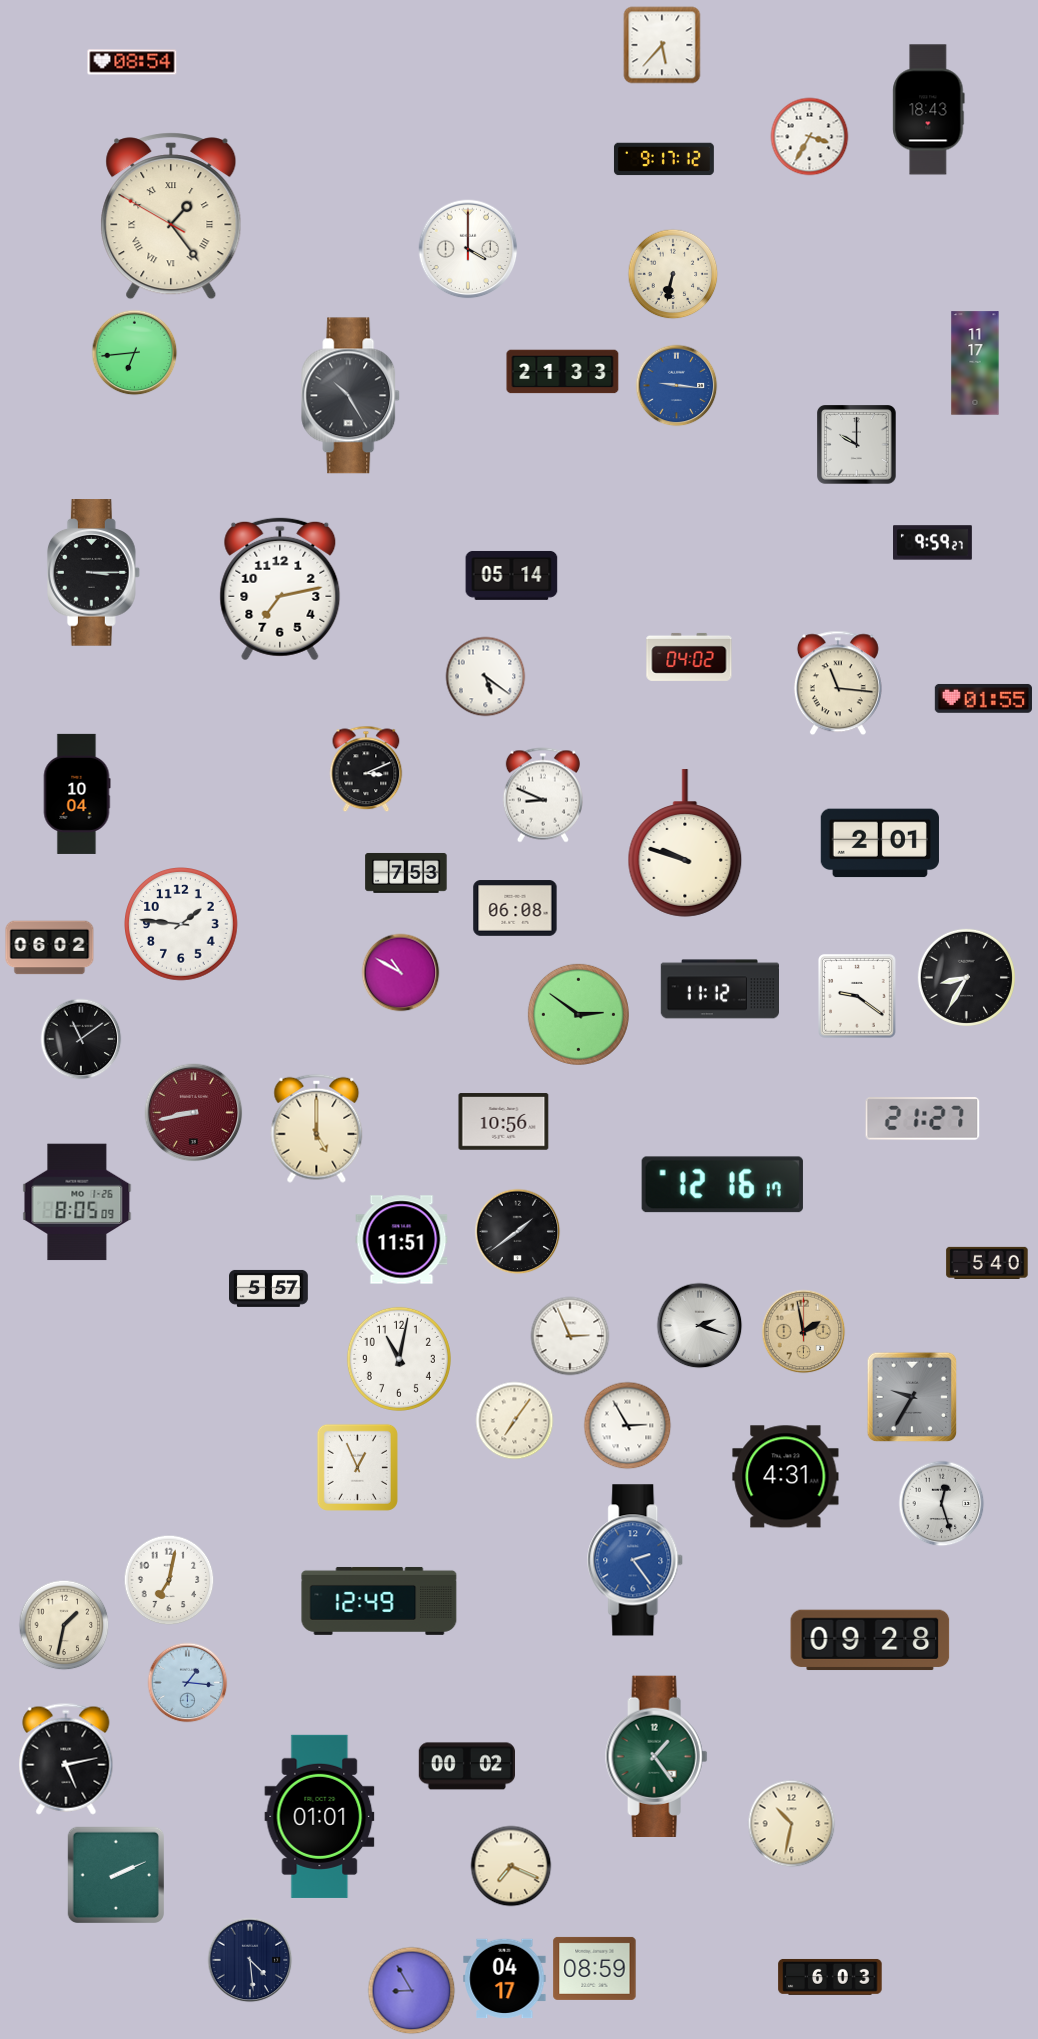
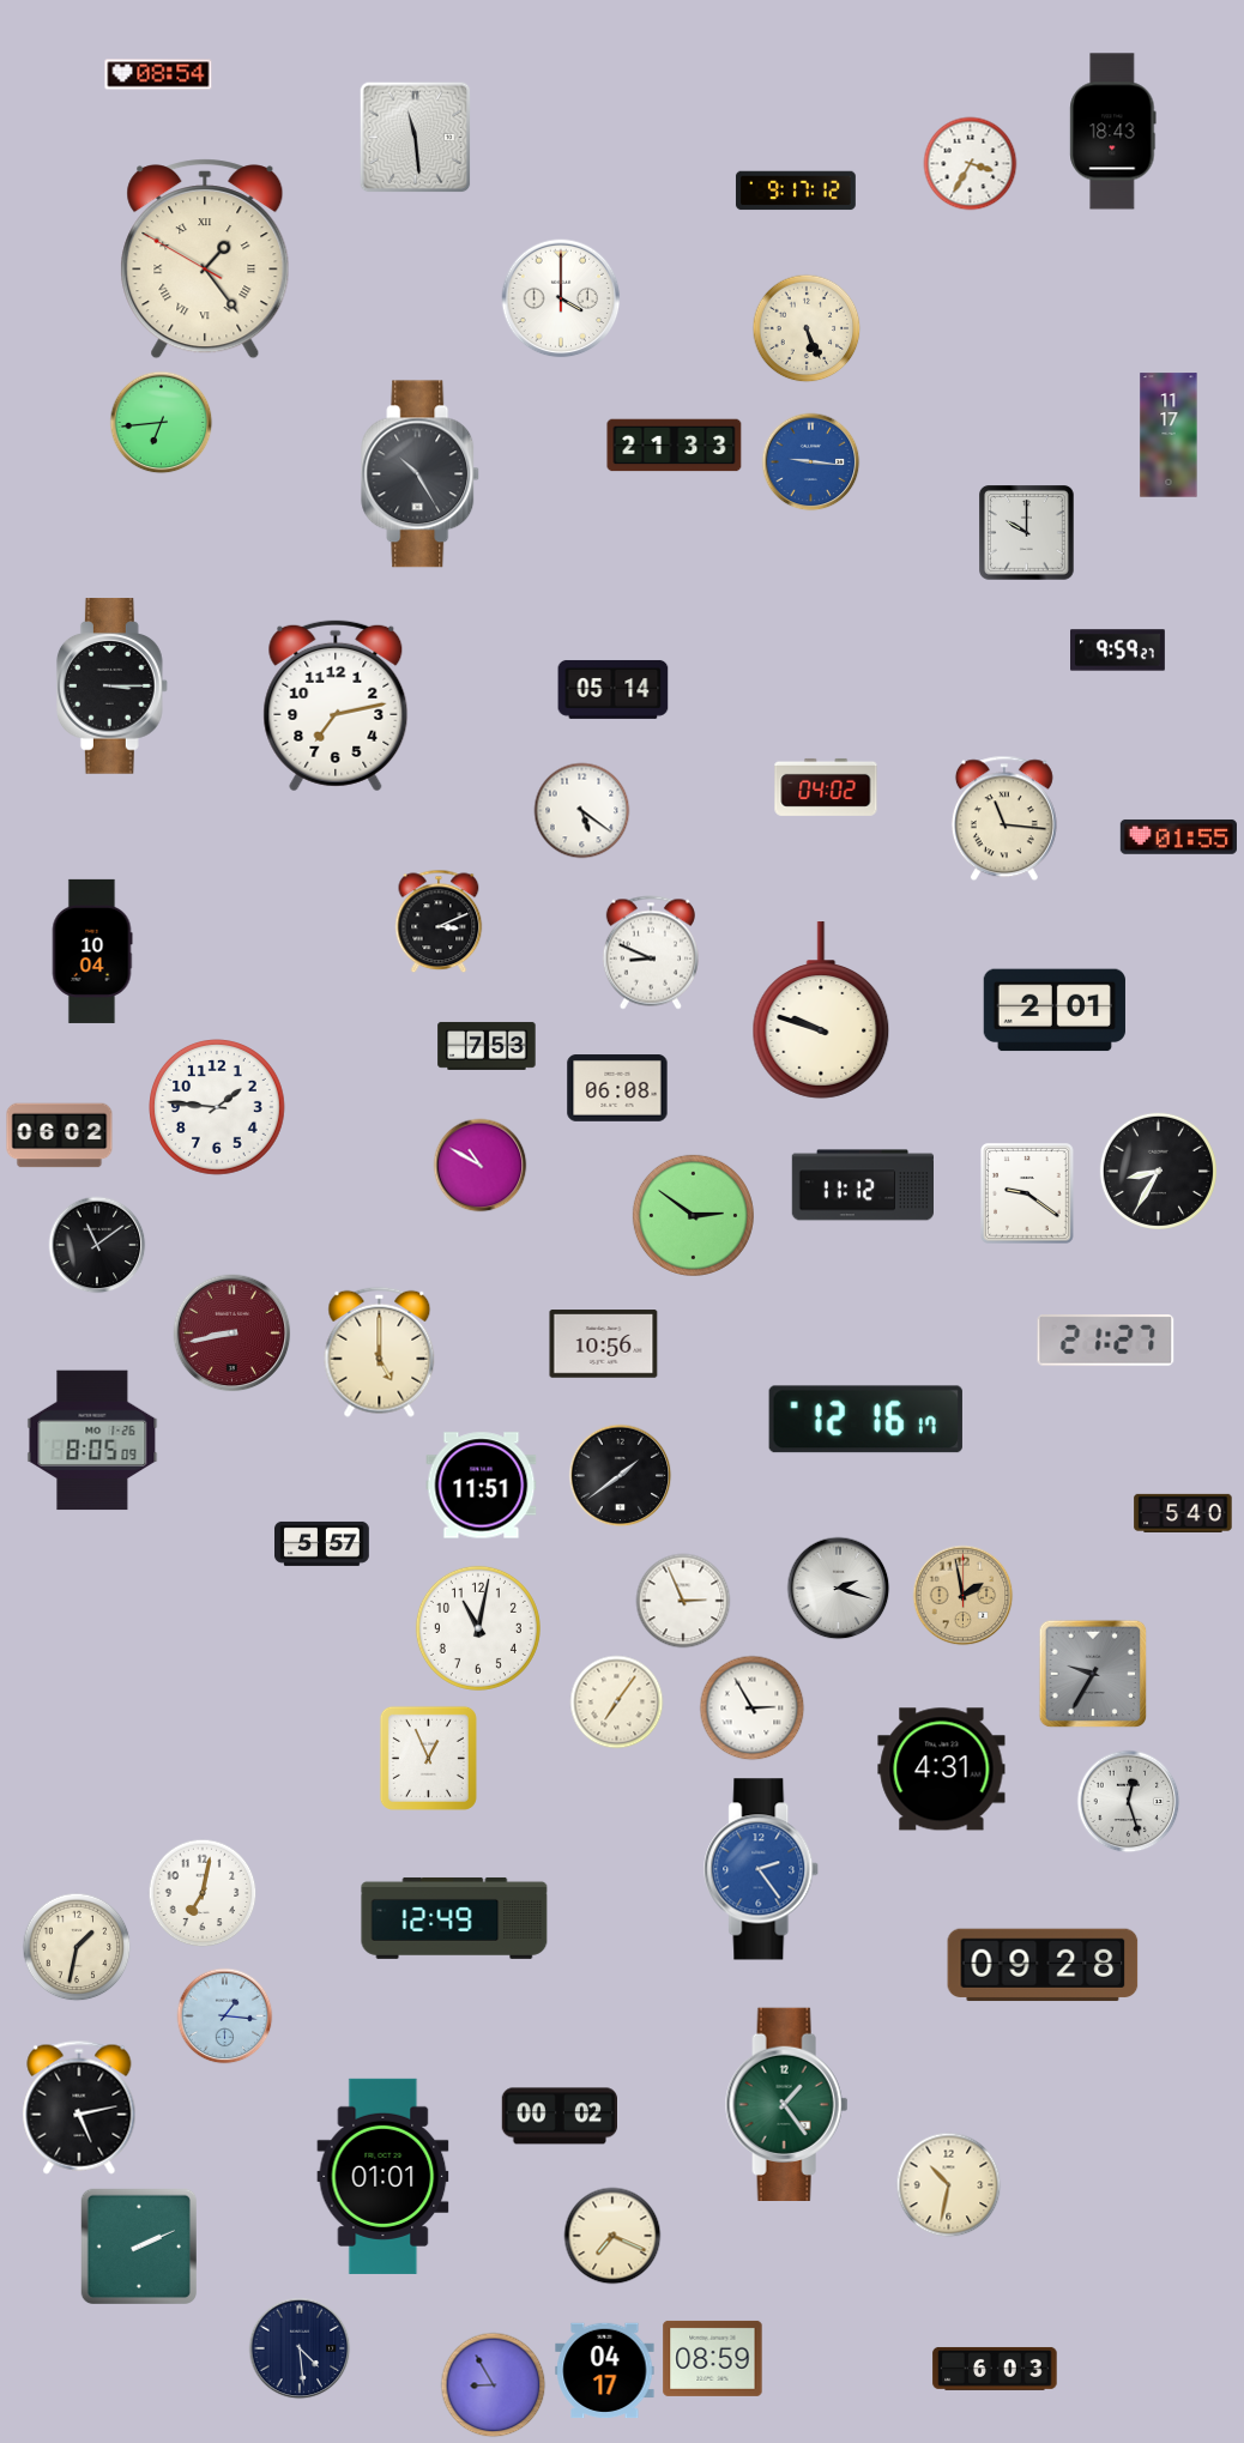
clock at (662, 45): 5:37 -> none
clock at (416, 138): none -> 11:29
clock at (673, 274): 6:32 -> 5:26
